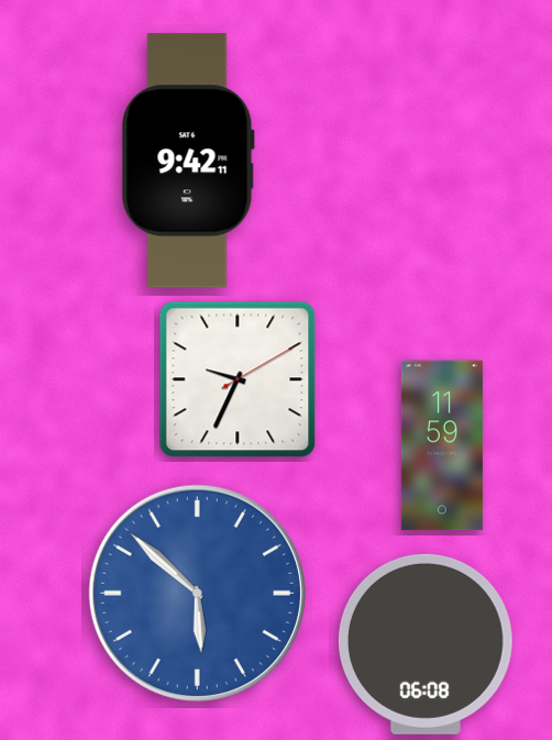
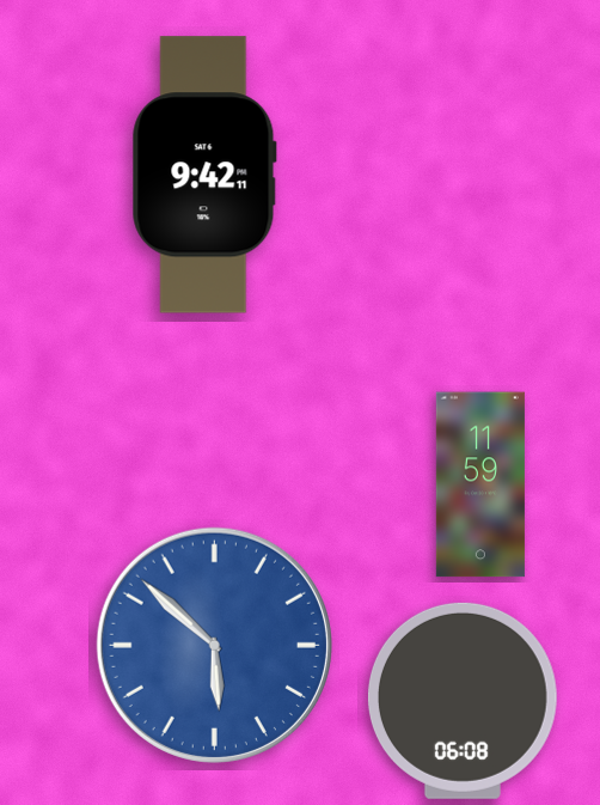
clock at (238, 379): 9:34 -> none
